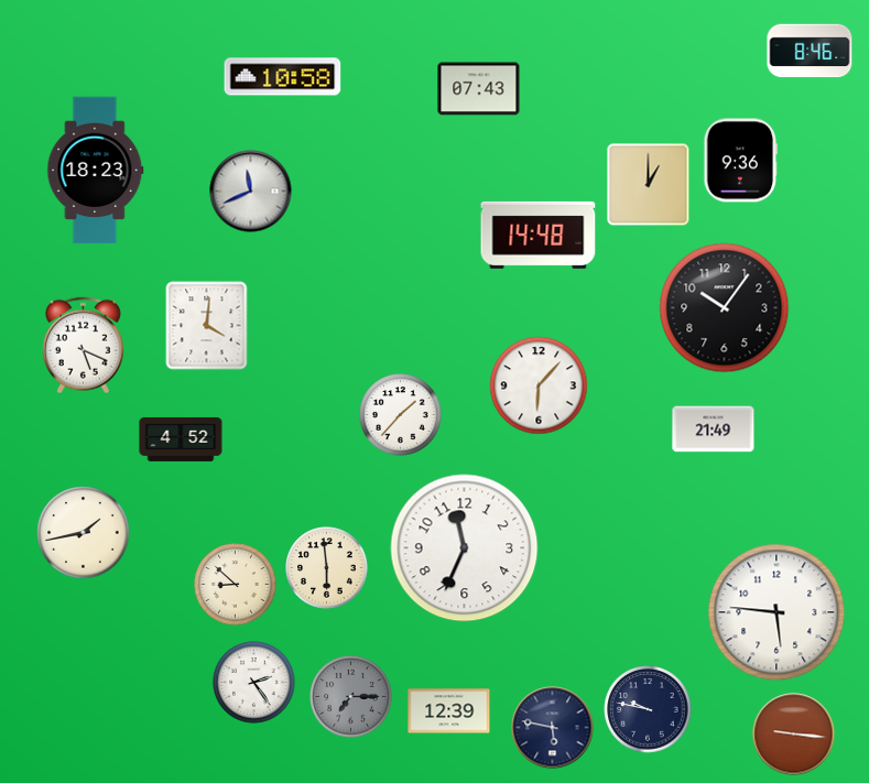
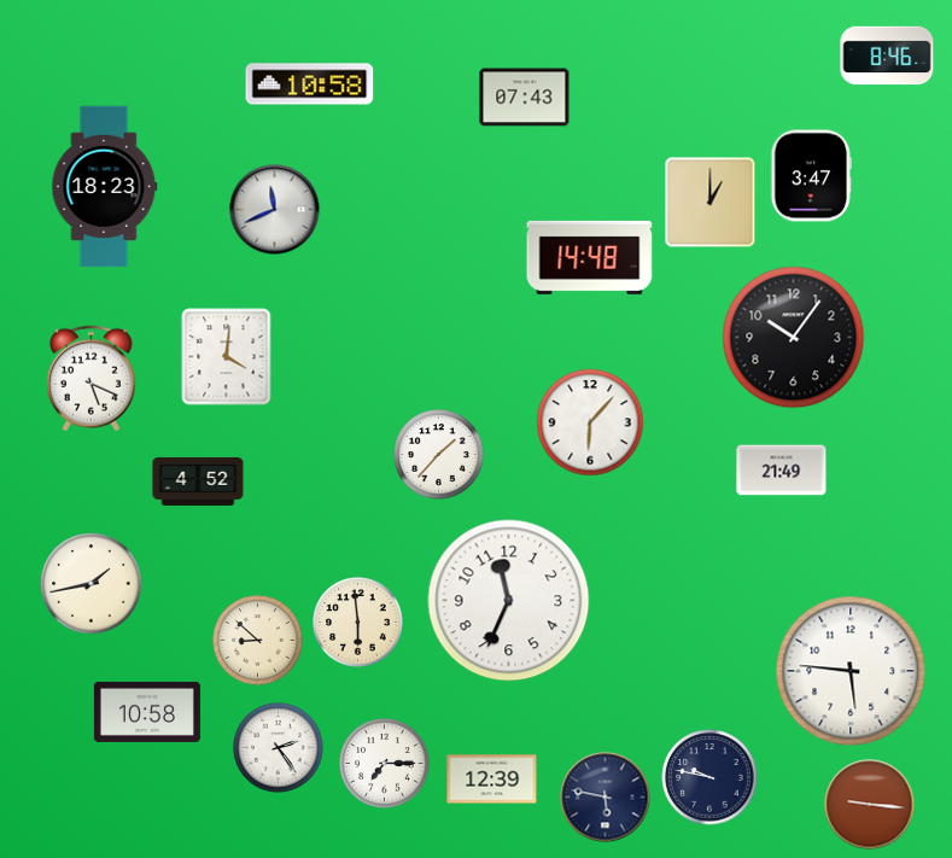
clock at (741, 161): 9:36 -> 3:47
clock at (147, 712): none -> 10:58
clock at (351, 697) dial: grey -> white
